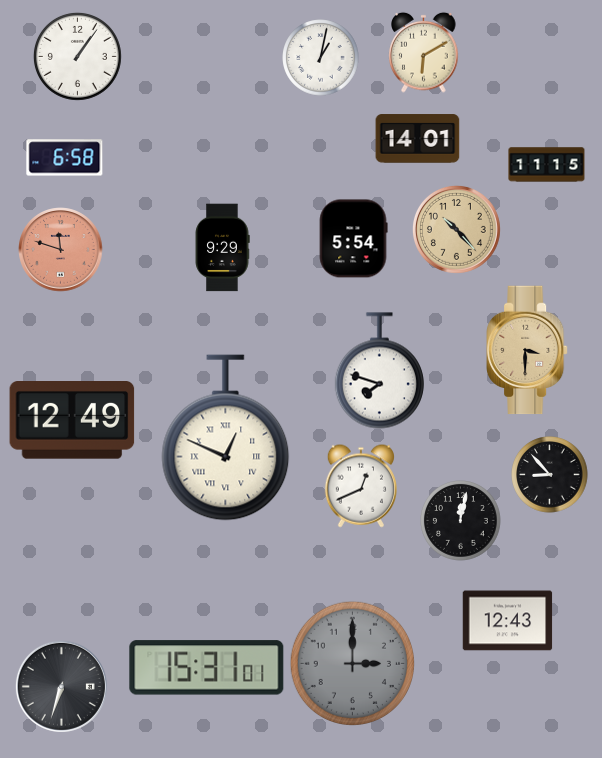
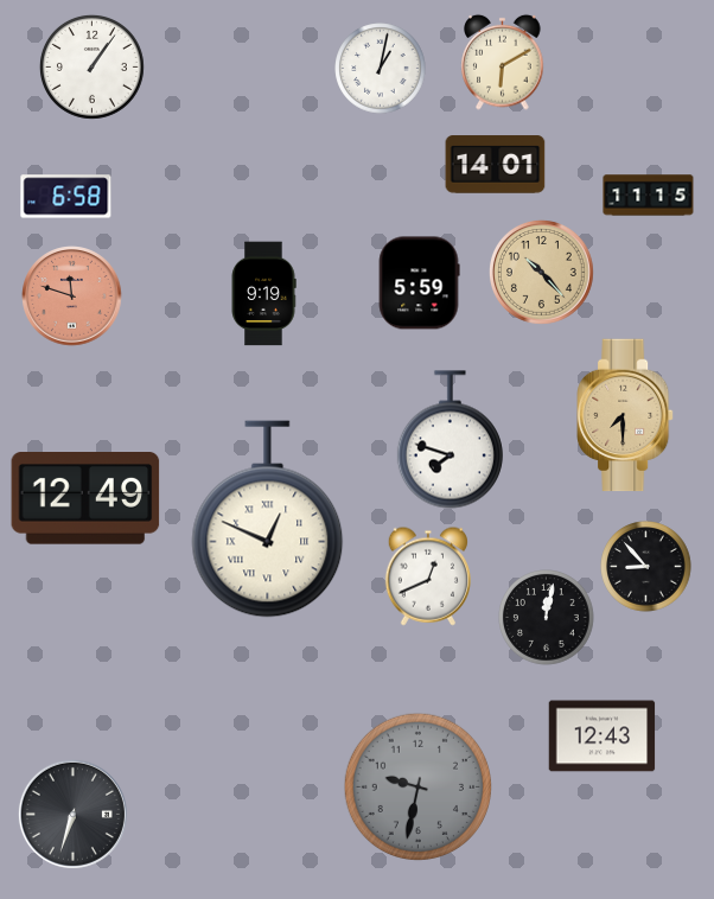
clock at (65, 158) position: (65, 158) -> (66, 197)
clock at (353, 239): 5:54 -> 5:59
clock at (222, 248): 9:29 -> 9:19
clock at (527, 350): 3:30 -> 7:30
clock at (550, 475) position: (550, 475) -> (646, 567)
clock at (352, 663): 3:00 -> 9:32
clock at (207, 668): 15:31 -> none
